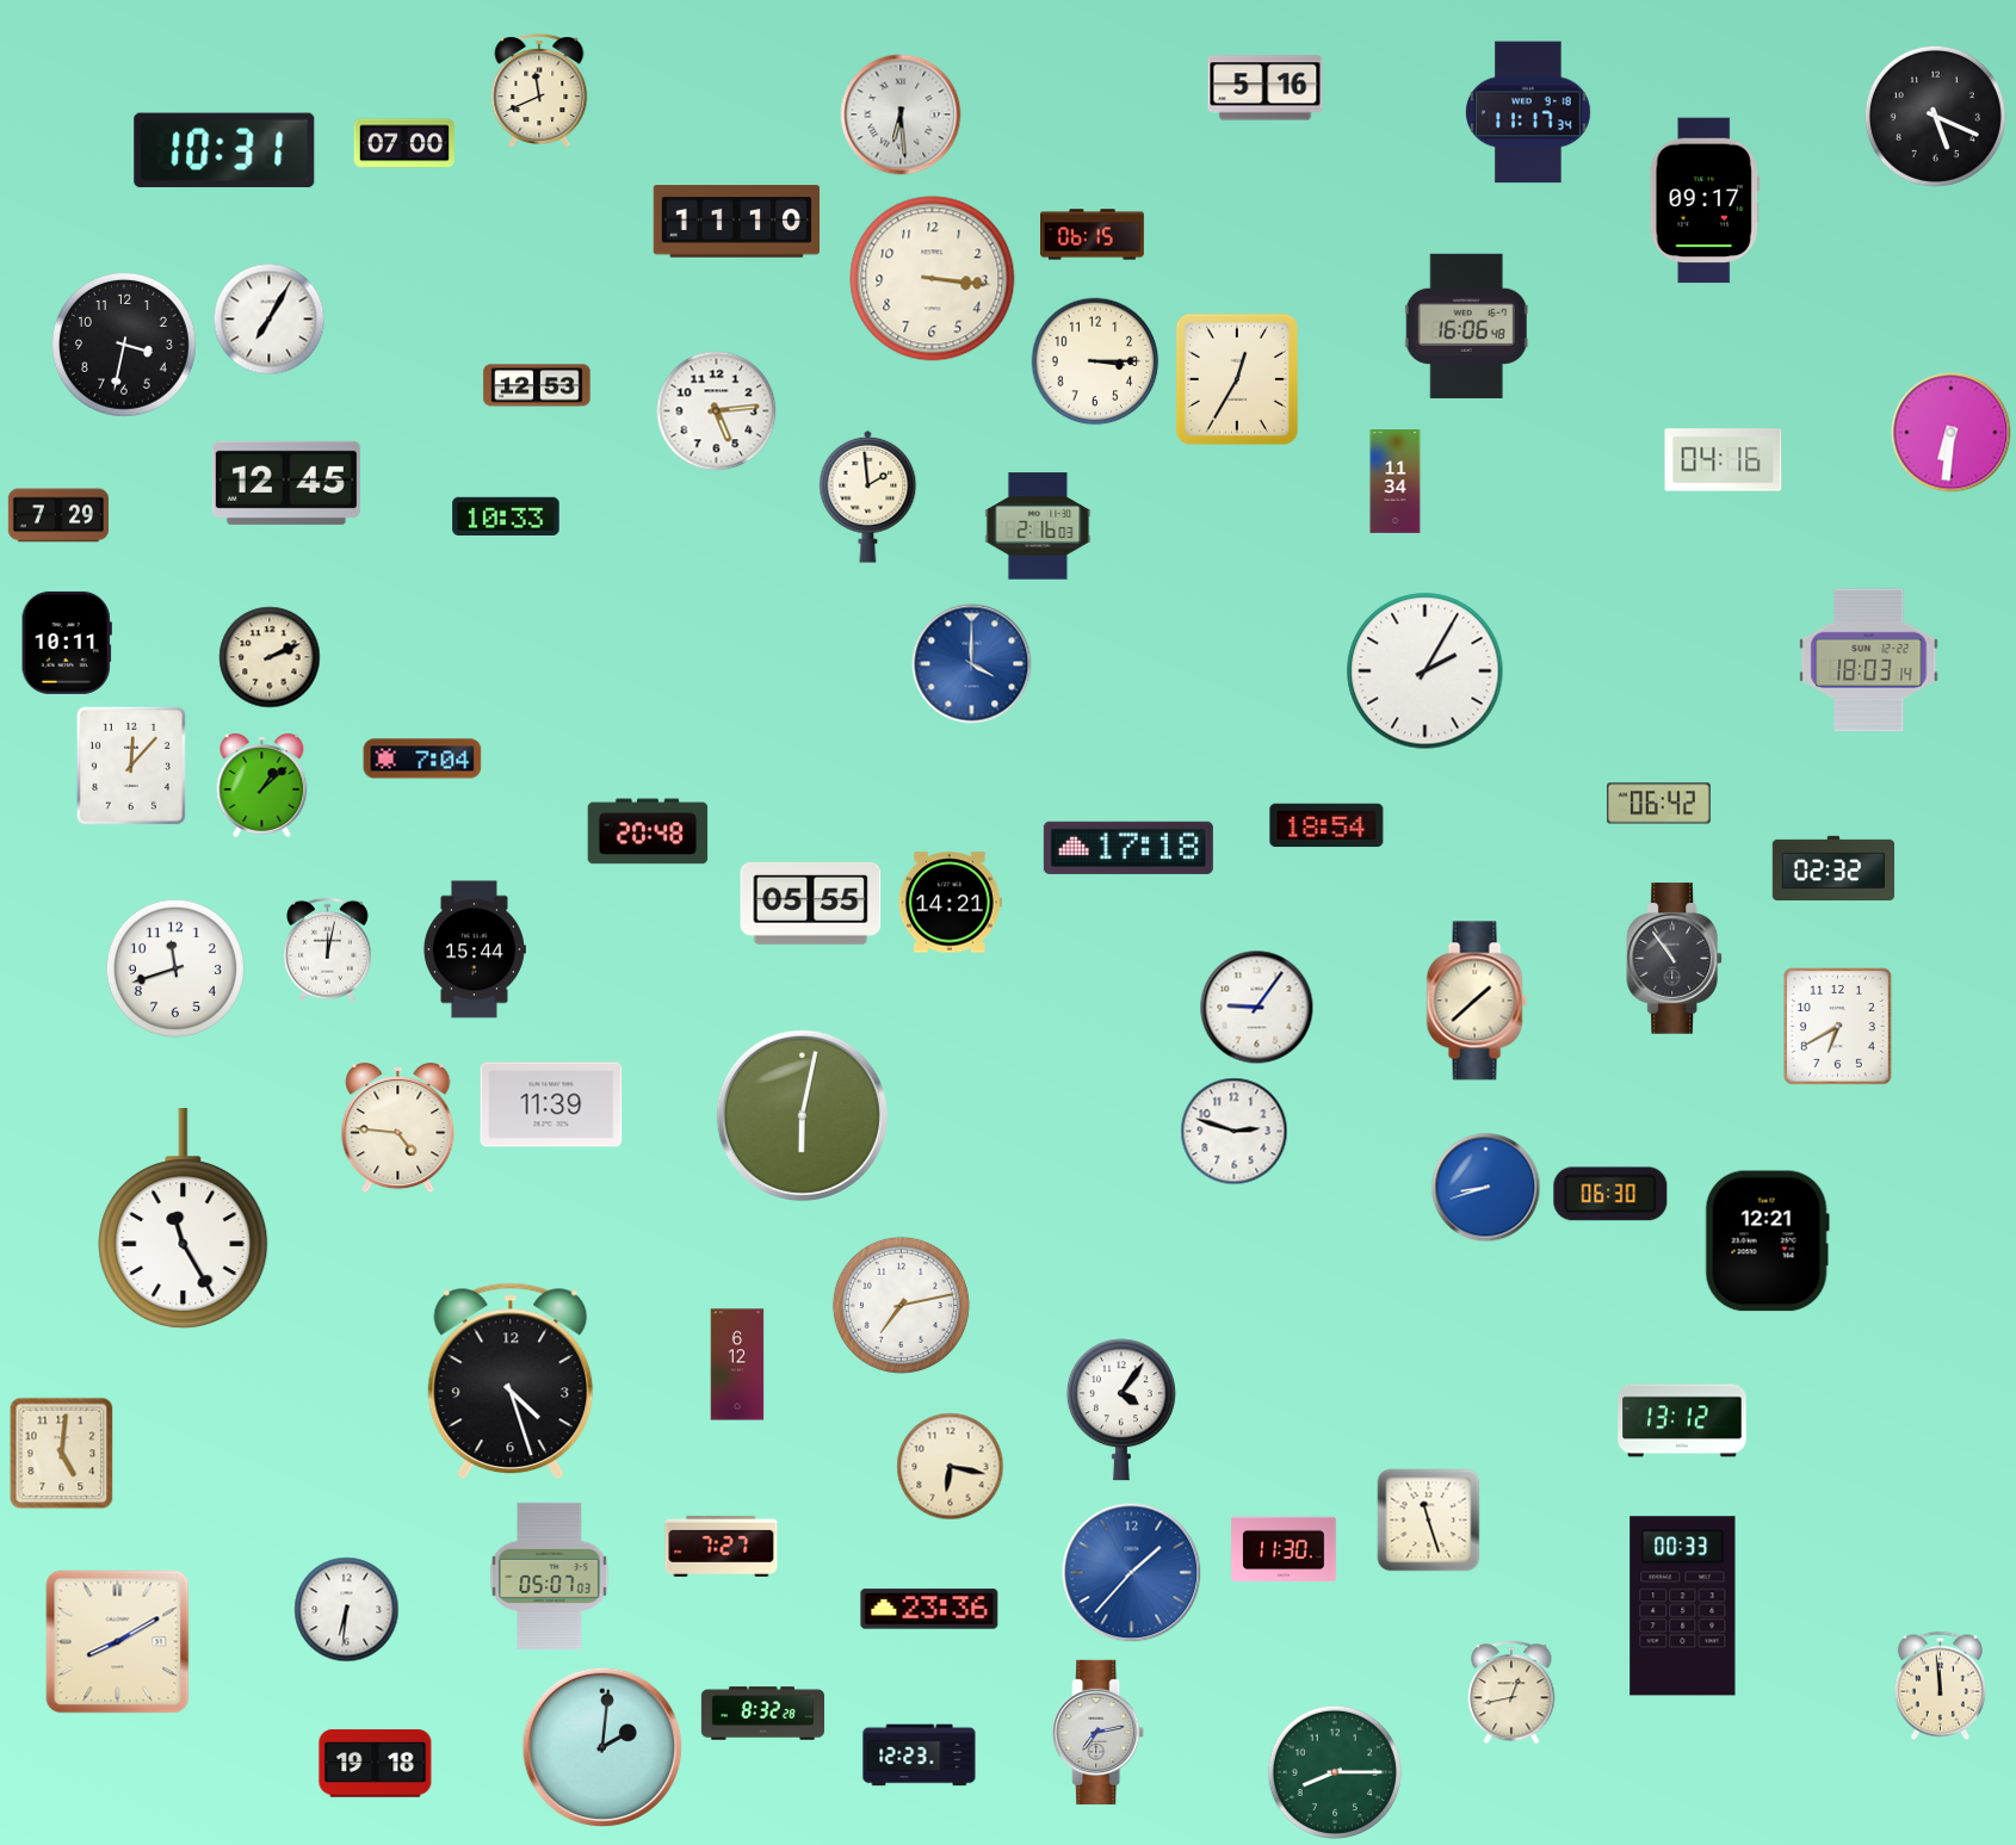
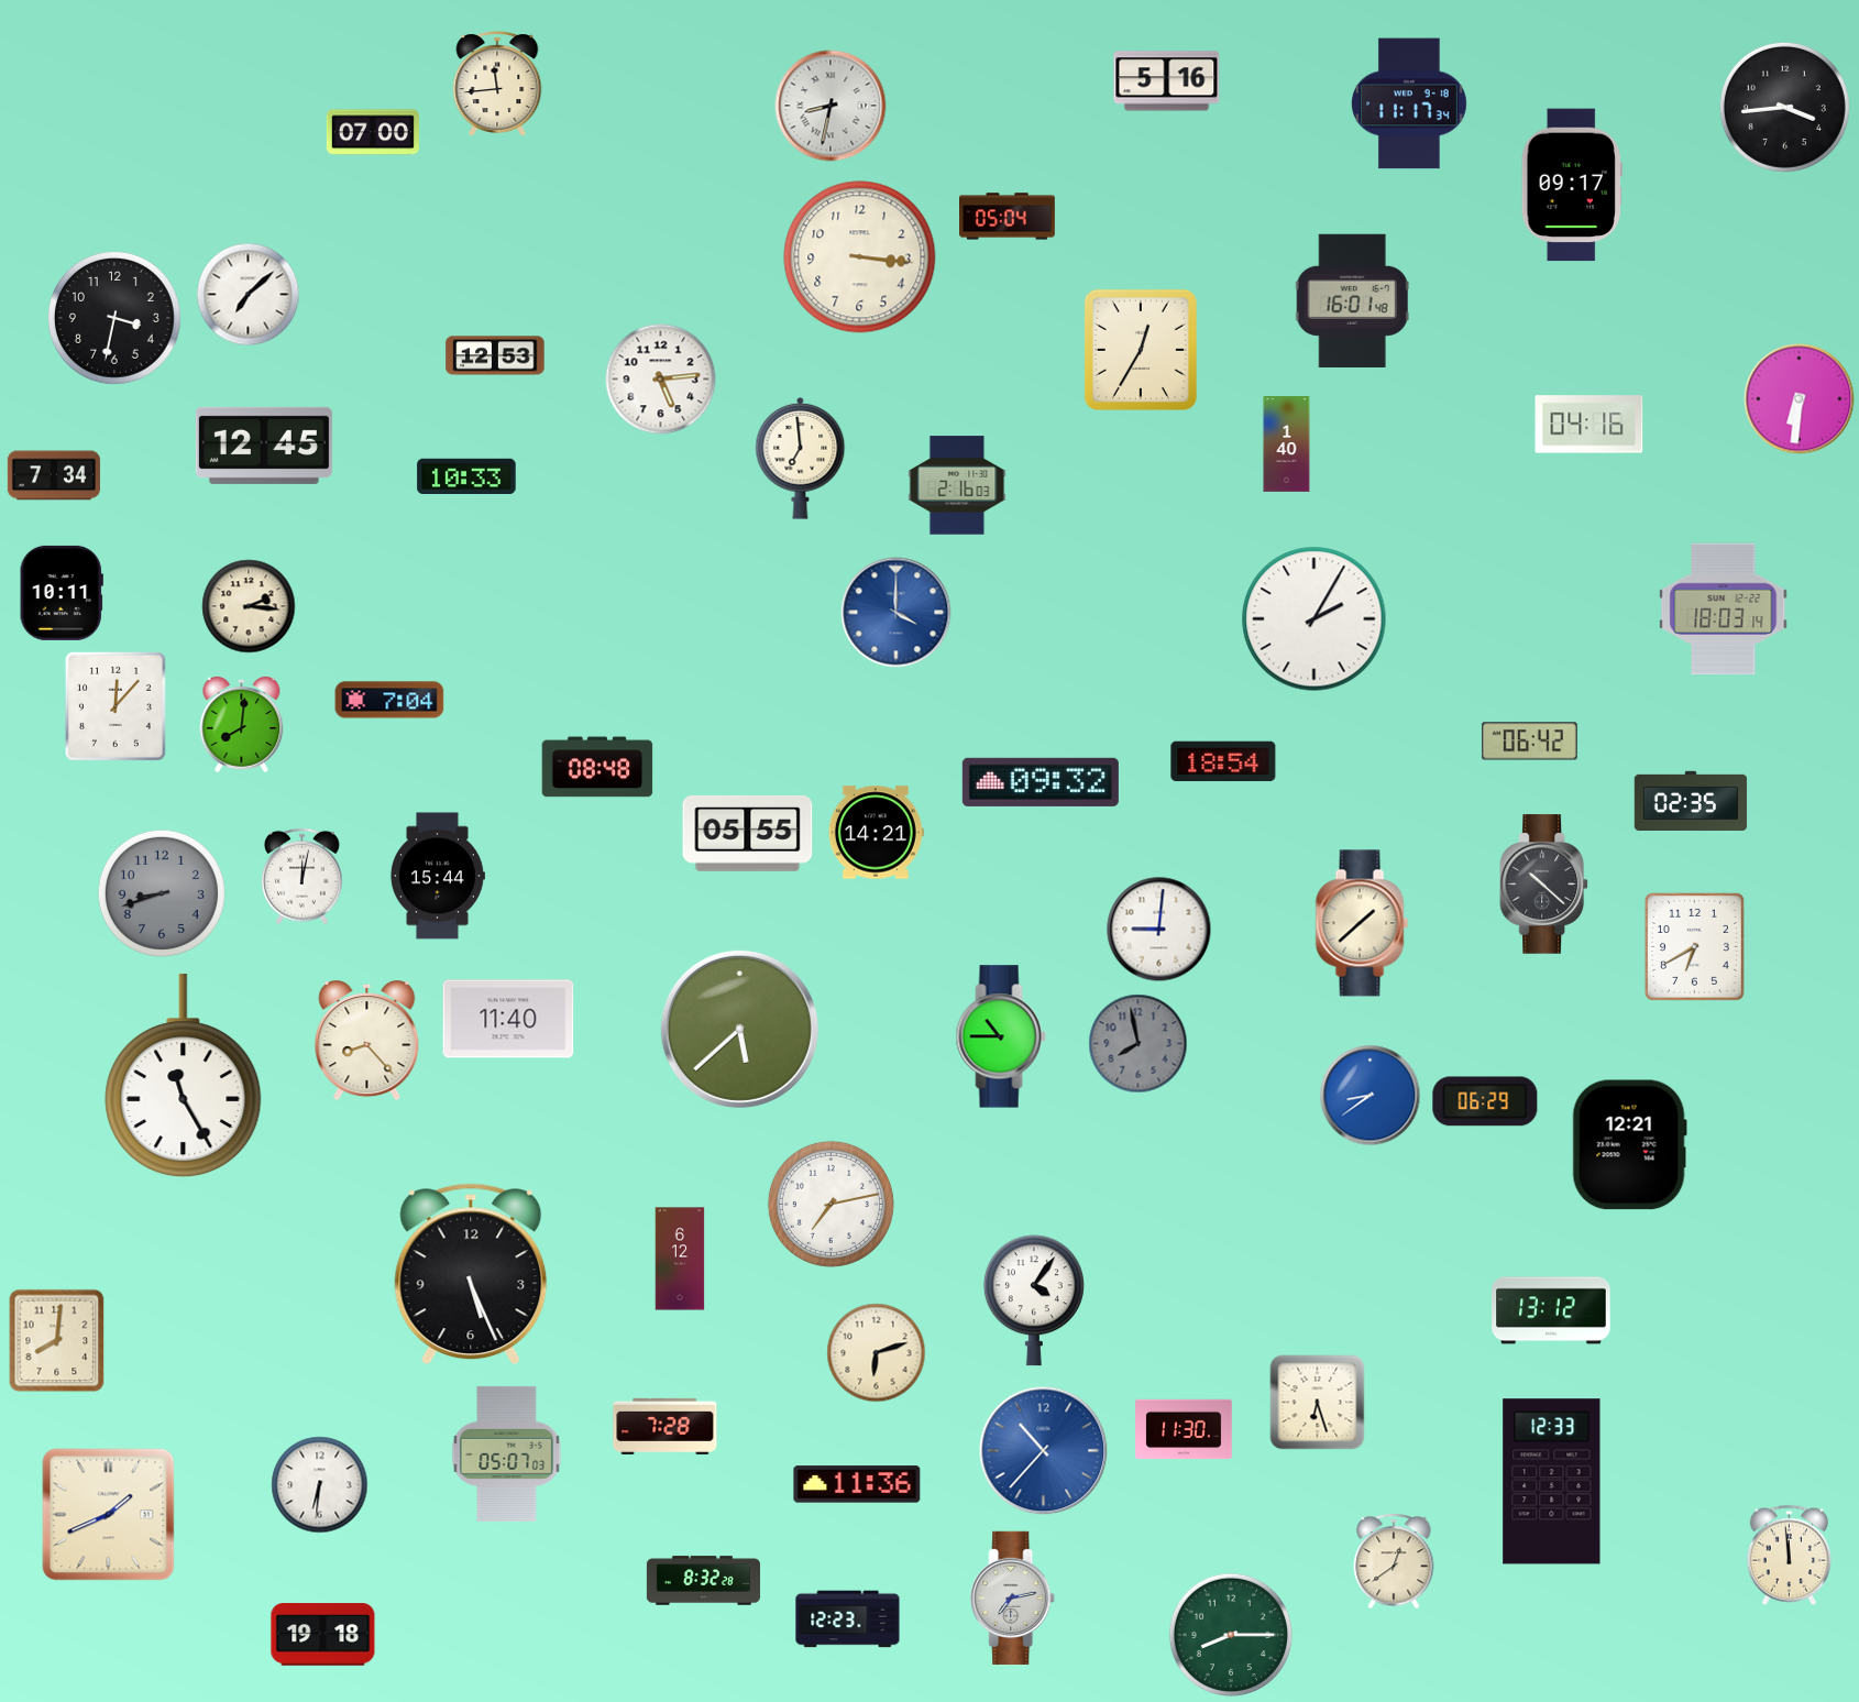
clock at (539, 91): 11:41 -> 11:44
clock at (901, 114): 6:29 -> 8:32
clock at (1935, 116): 5:19 -> 3:44
clock at (224, 150): 10:31 -> none
clock at (737, 222): 11:10 -> none
clock at (1093, 235): 06:15 -> 05:04
clock at (270, 320): 7:05 -> 7:08
clock at (1466, 326): 16:06 -> 16:01
clock at (1095, 361): 3:15 -> none
clock at (1396, 482): 11:34 -> 1:40
clock at (868, 496): 1:59 -> 6:59
clock at (58, 515): 7:29 -> 7:34
clock at (270, 657): 2:11 -> 2:16
clock at (131, 766) position: (131, 766) -> (116, 706)
clock at (262, 785): 1:08 -> 8:01
clock at (648, 831): 20:48 -> 08:48
clock at (1128, 848): 17:18 -> 09:32
clock at (1833, 867): 02:32 -> 02:35
clock at (1675, 959): 10:54 -> 10:22
clock at (175, 968): 11:42 -> 8:42
clock at (175, 968) dial: white -> grey
clock at (1257, 1008): 9:06 -> 9:01
clock at (551, 1104): 11:39 -> 11:40
clock at (802, 1115): 6:02 -> 5:38
clock at (1001, 1036): none -> 10:45
clock at (398, 1129): 4:46 -> 8:23
clock at (1235, 1132): 2:48 -> 7:58
clock at (1235, 1132) dial: white -> grey
clock at (1486, 1188): 8:42 -> 8:39
clock at (1610, 1194): 06:30 -> 06:29
clock at (184, 1219) position: (184, 1219) -> (184, 1076)
clock at (511, 1381): 4:27 -> 5:26
clock at (62, 1454): 5:01 -> 8:01
clock at (951, 1467): 6:17 -> 6:12
clock at (1429, 1521): 11:27 -> 6:27
clock at (722, 1546): 7:27 -> 7:28
clock at (1132, 1573): 1:37 -> 10:37
clock at (1683, 1606): 00:33 -> 12:33
clock at (929, 1609): 23:36 -> 11:36
clock at (118, 1642): 8:10 -> 1:41
clock at (1511, 1692): 12:43 -> 12:39
clock at (602, 1747): 2:01 -> none
clock at (376, 1764) position: (376, 1764) -> (323, 1635)
